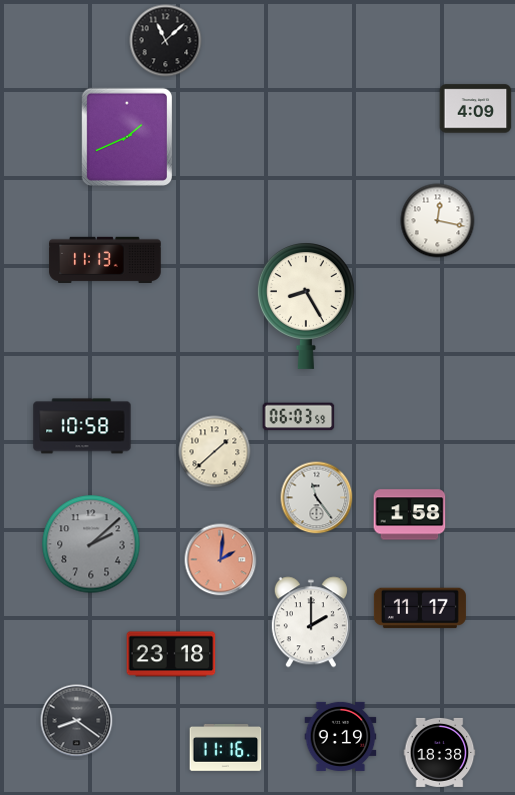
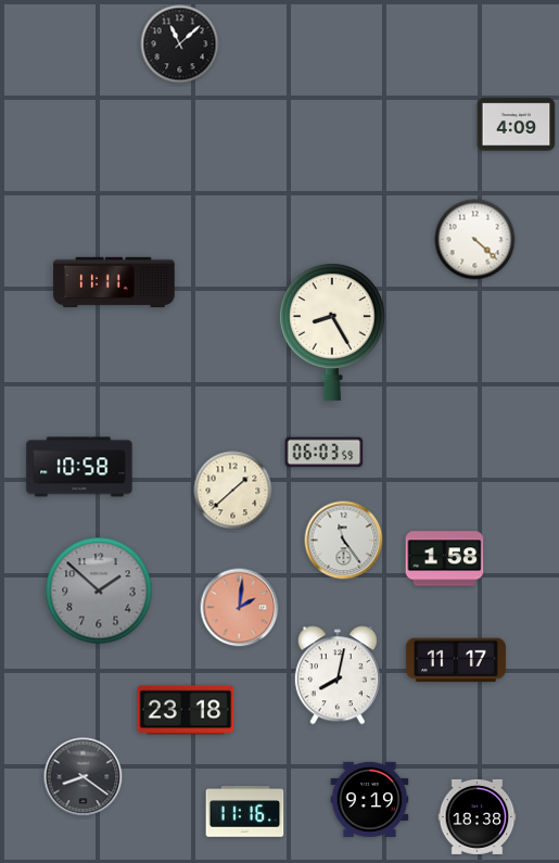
clock at (476, 109) position: (476, 109) -> (517, 125)
clock at (127, 137): 1:41 -> none
clock at (438, 221): 12:17 -> 4:22
clock at (105, 259): 11:13 -> 11:11
clock at (82, 426) position: (82, 426) -> (79, 467)
clock at (91, 544): 2:08 -> 1:52
clock at (311, 622): 2:00 -> 8:02
clock at (77, 721) position: (77, 721) -> (84, 777)
